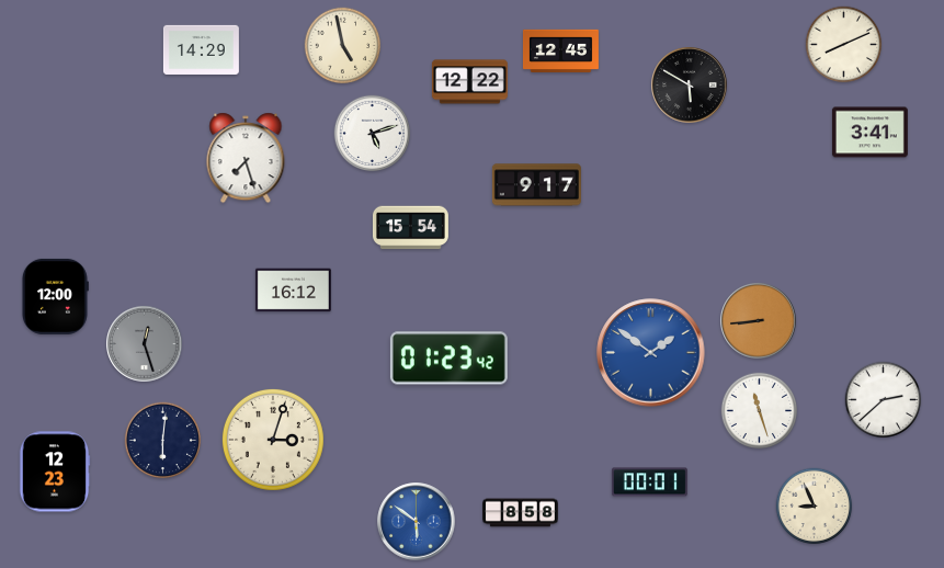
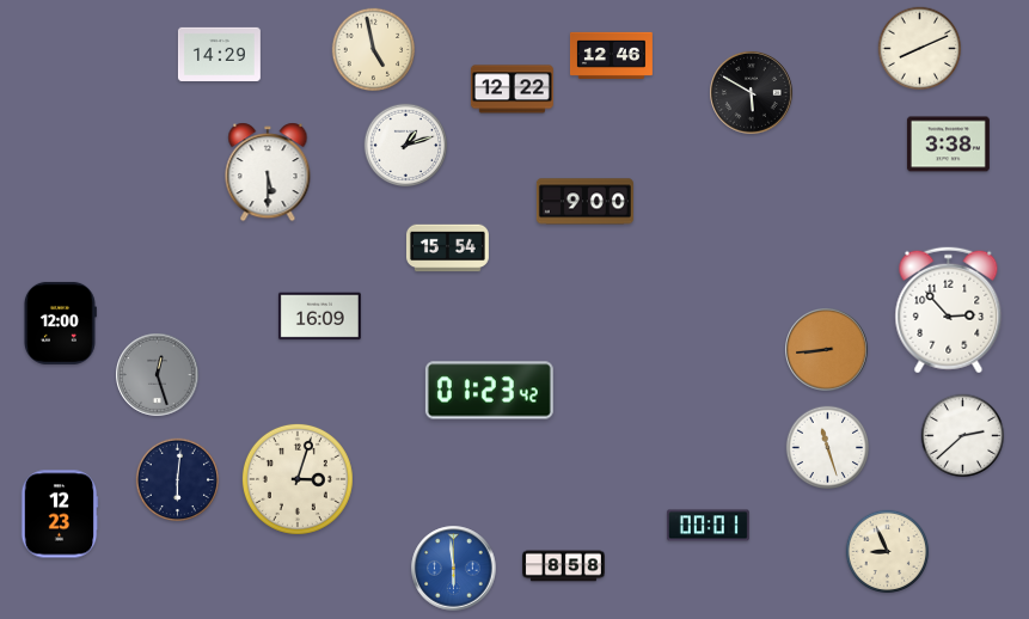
clock at (560, 50): 12:45 -> 12:46
clock at (869, 133): 3:41 -> 3:38
clock at (373, 134): 5:12 -> 1:12
clock at (246, 158): 7:27 -> 5:30
clock at (536, 185): 9:17 -> 9:00
clock at (949, 311): none -> 2:53
clock at (293, 291): 16:12 -> 16:09
clock at (651, 353): 1:51 -> none
clock at (520, 513) position: (520, 513) -> (563, 566)
clock at (417, 522): 5:51 -> 5:59
